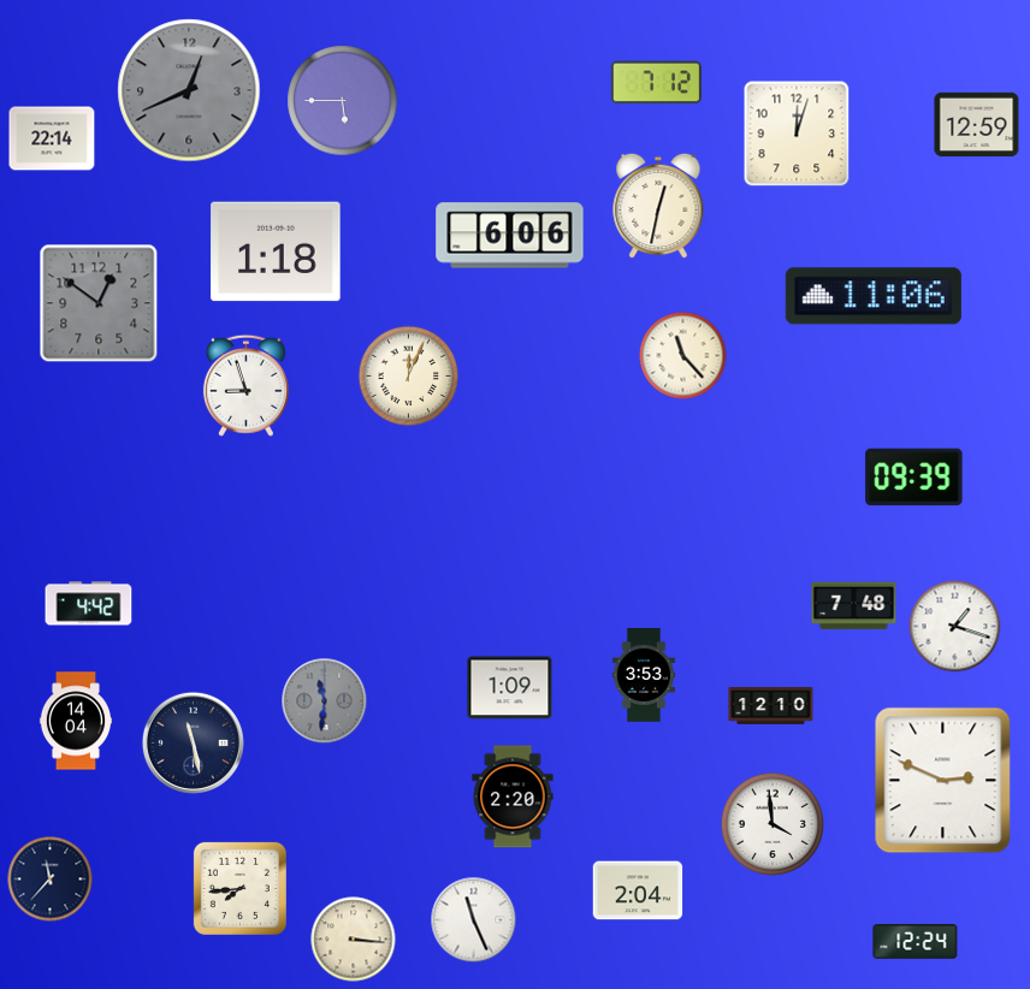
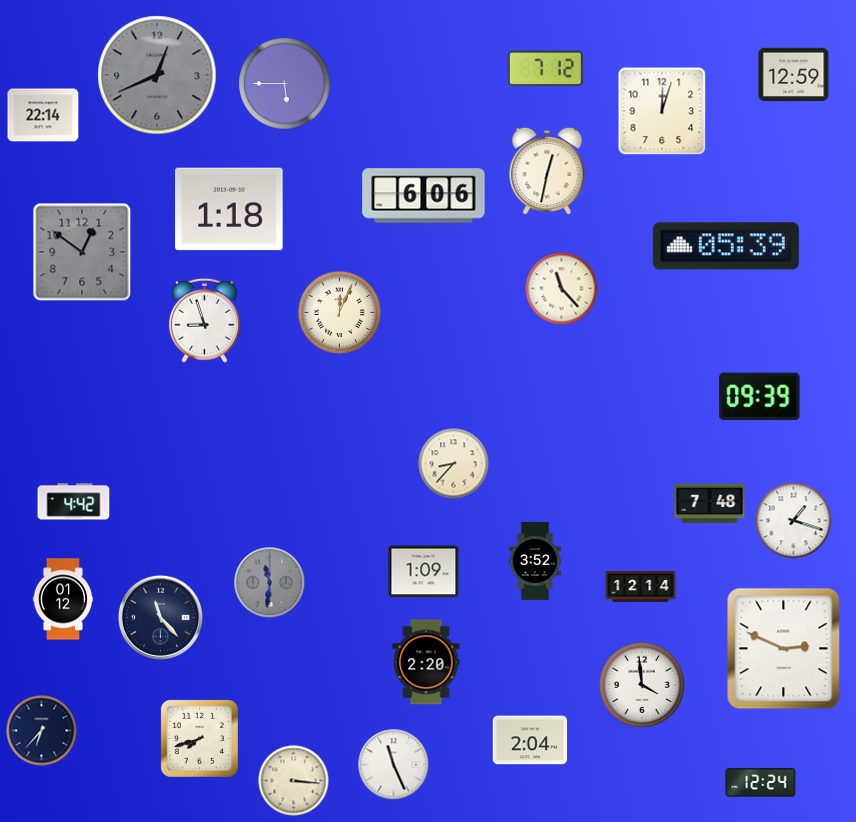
clock at (977, 125) position: (977, 125) -> (794, 75)
clock at (874, 296): 11:06 -> 05:39
clock at (683, 356) position: (683, 356) -> (562, 289)
clock at (454, 464): none -> 8:37
clock at (643, 675): 3:53 -> 3:52
clock at (771, 706): 12:10 -> 12:14
clock at (75, 721): 14:04 -> 01:12
clock at (193, 742): 11:28 -> 11:23
clock at (51, 880): 11:37 -> 6:37
clock at (239, 888): 7:44 -> 7:42
